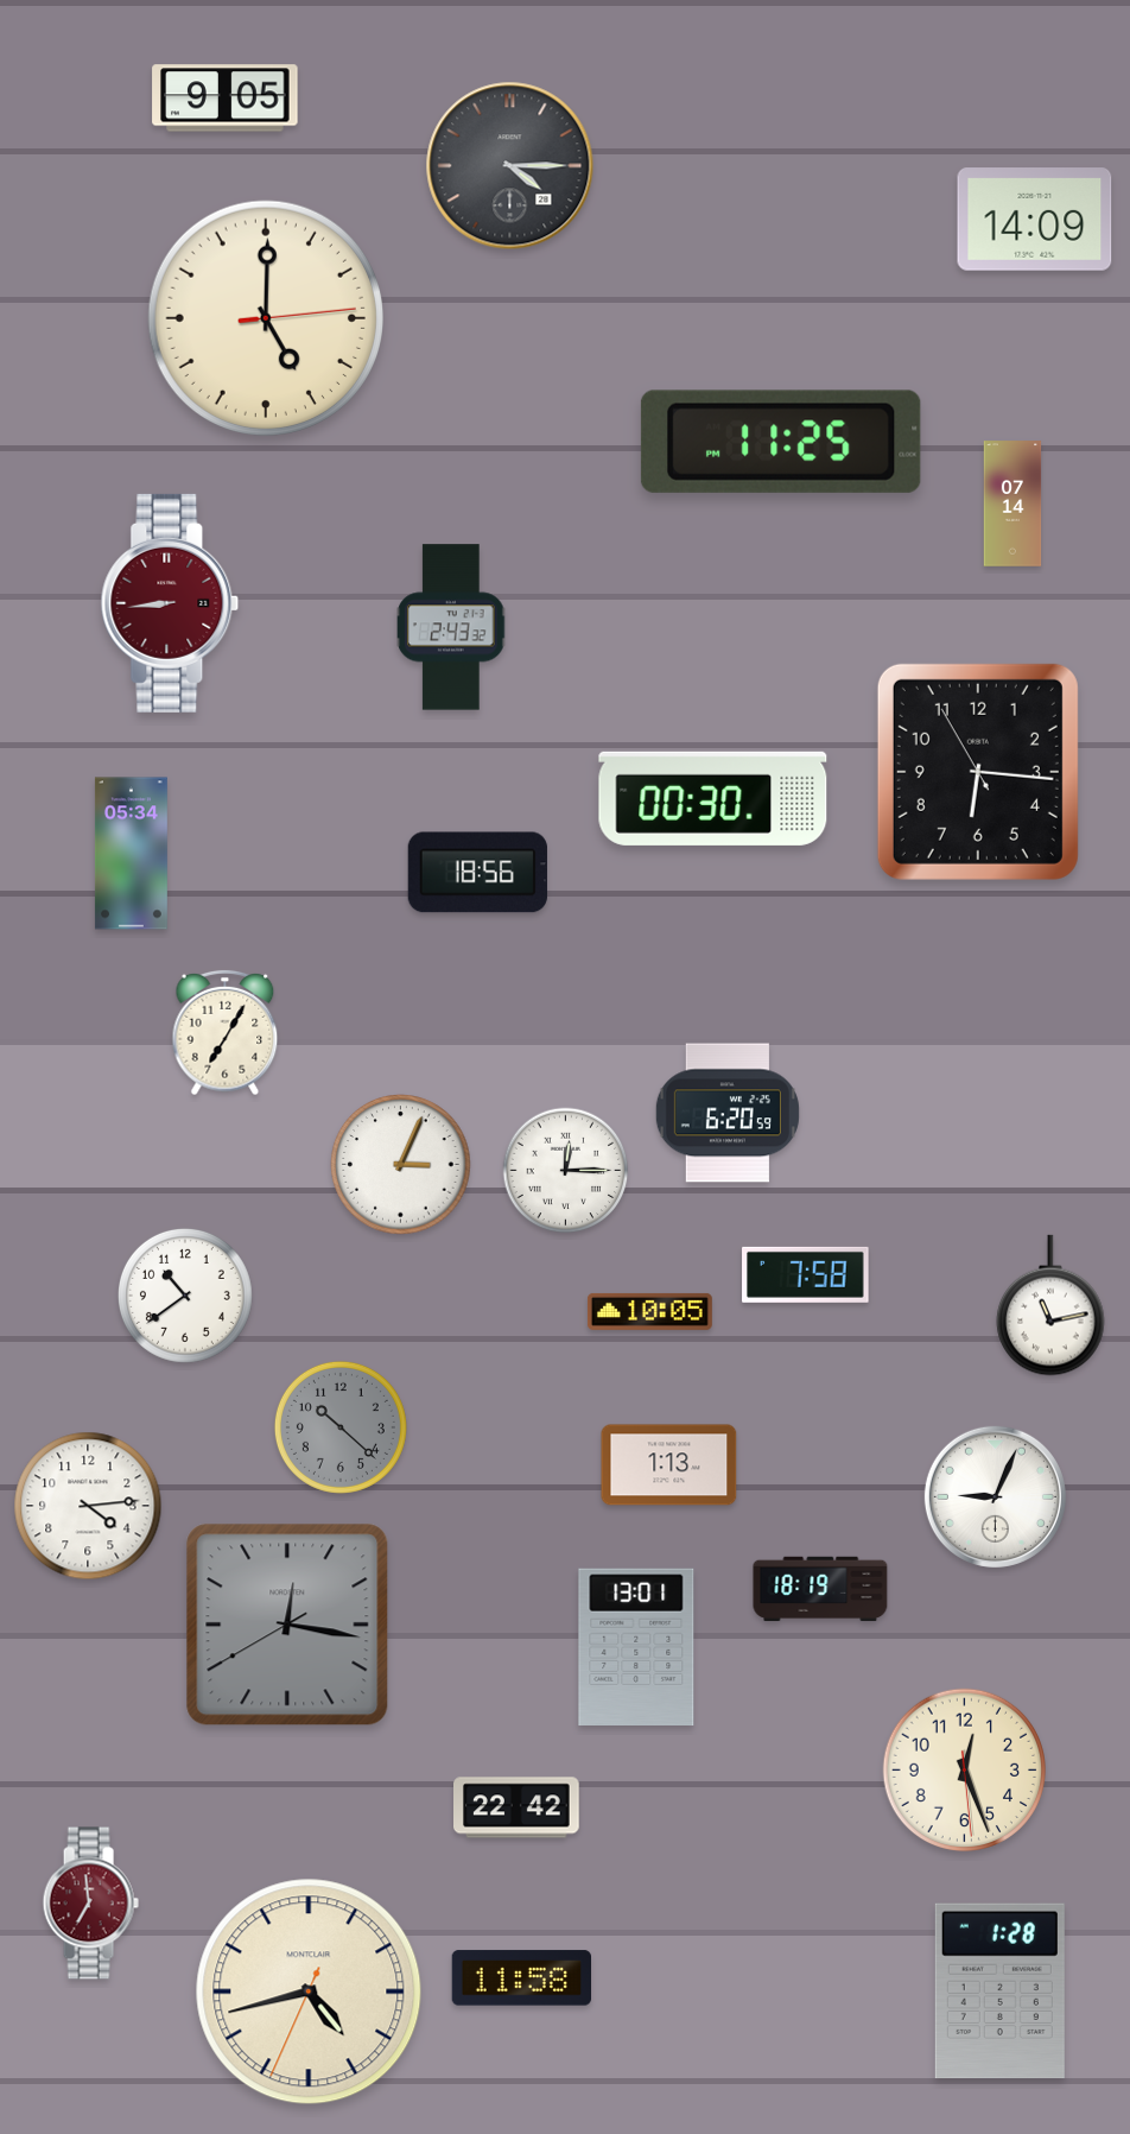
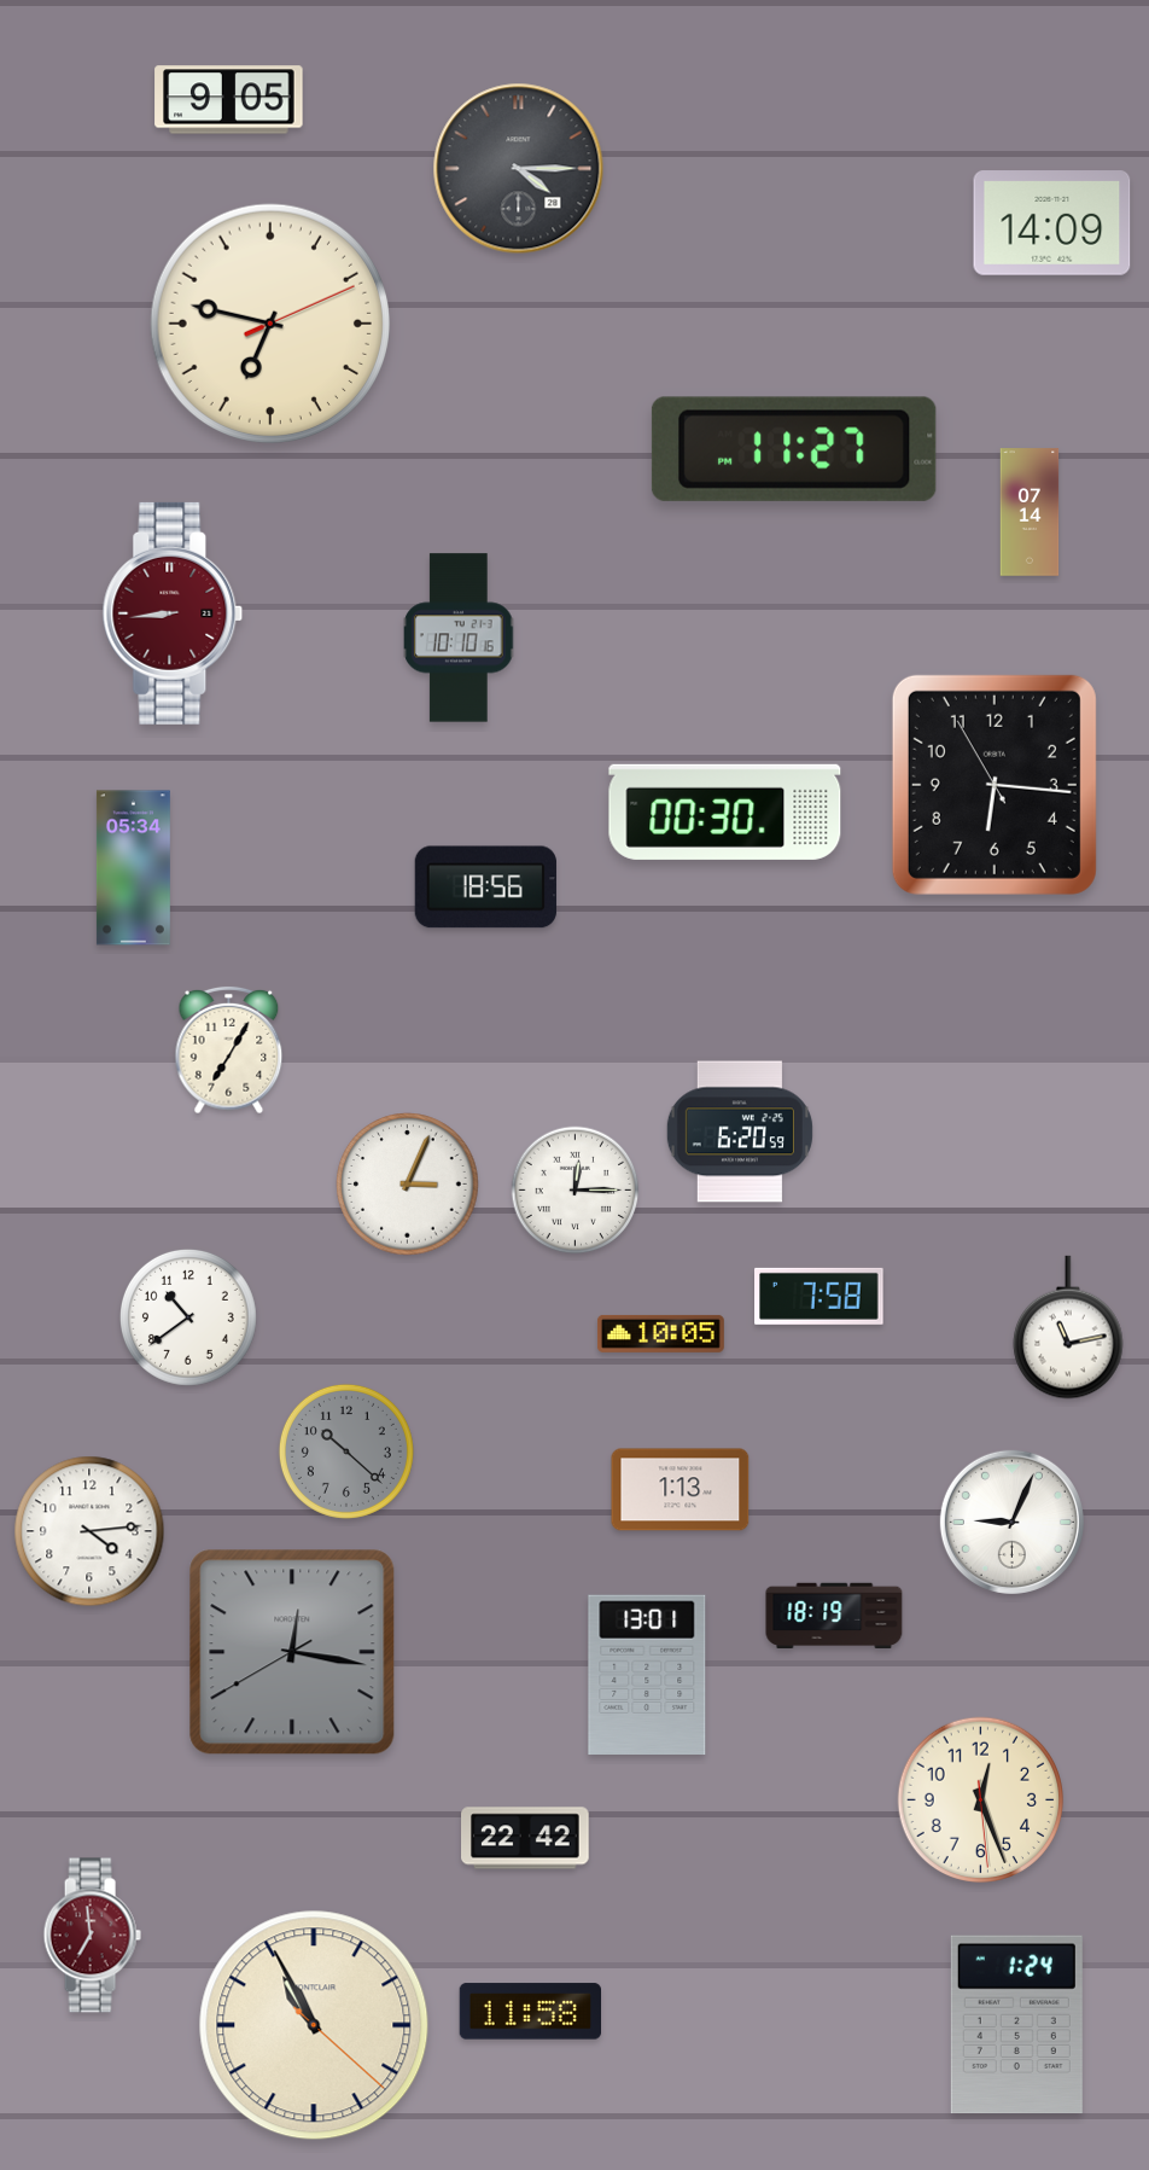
clock at (265, 317): 5:00 -> 6:47
clock at (781, 442): 11:25 -> 11:27
clock at (452, 627): 2:43 -> 10:10
clock at (309, 1991): 4:42 -> 10:55
clock at (999, 1991): 1:28 -> 1:24
